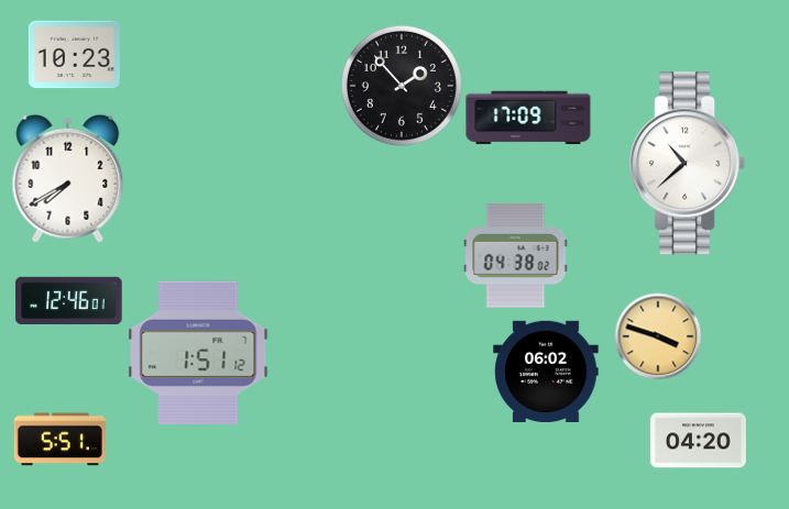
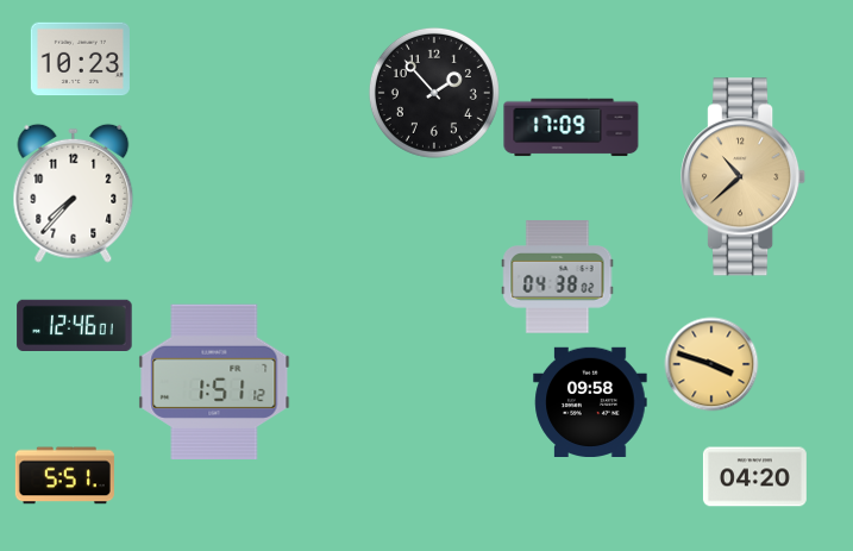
clock at (688, 164) dial: white -> champagne
clock at (68, 178): 7:40 -> 7:37
clock at (546, 370): 06:02 -> 09:58
